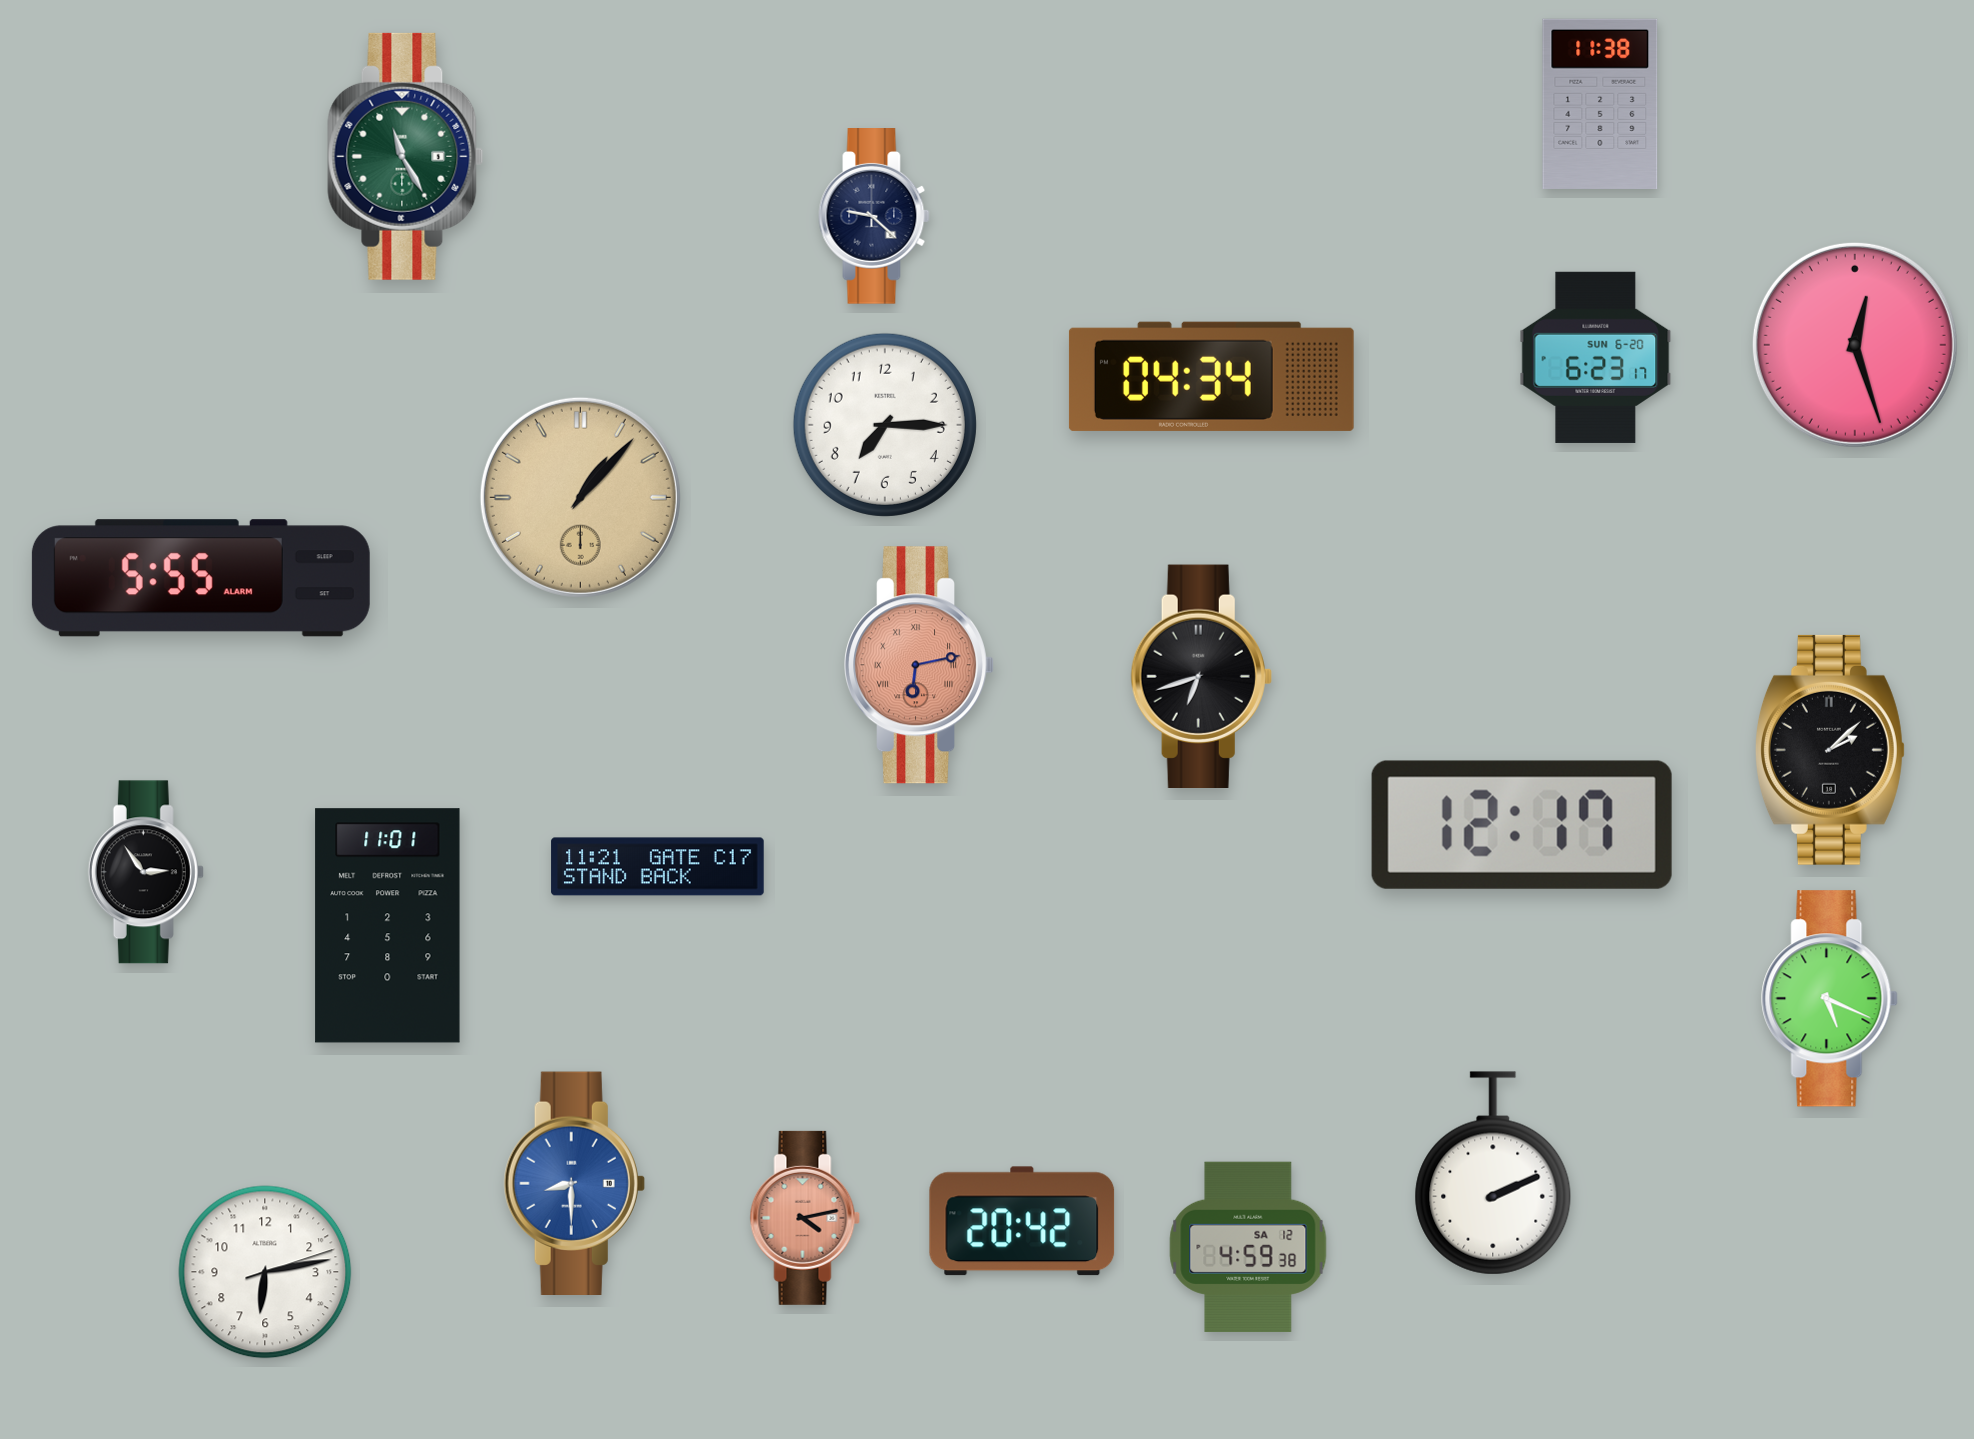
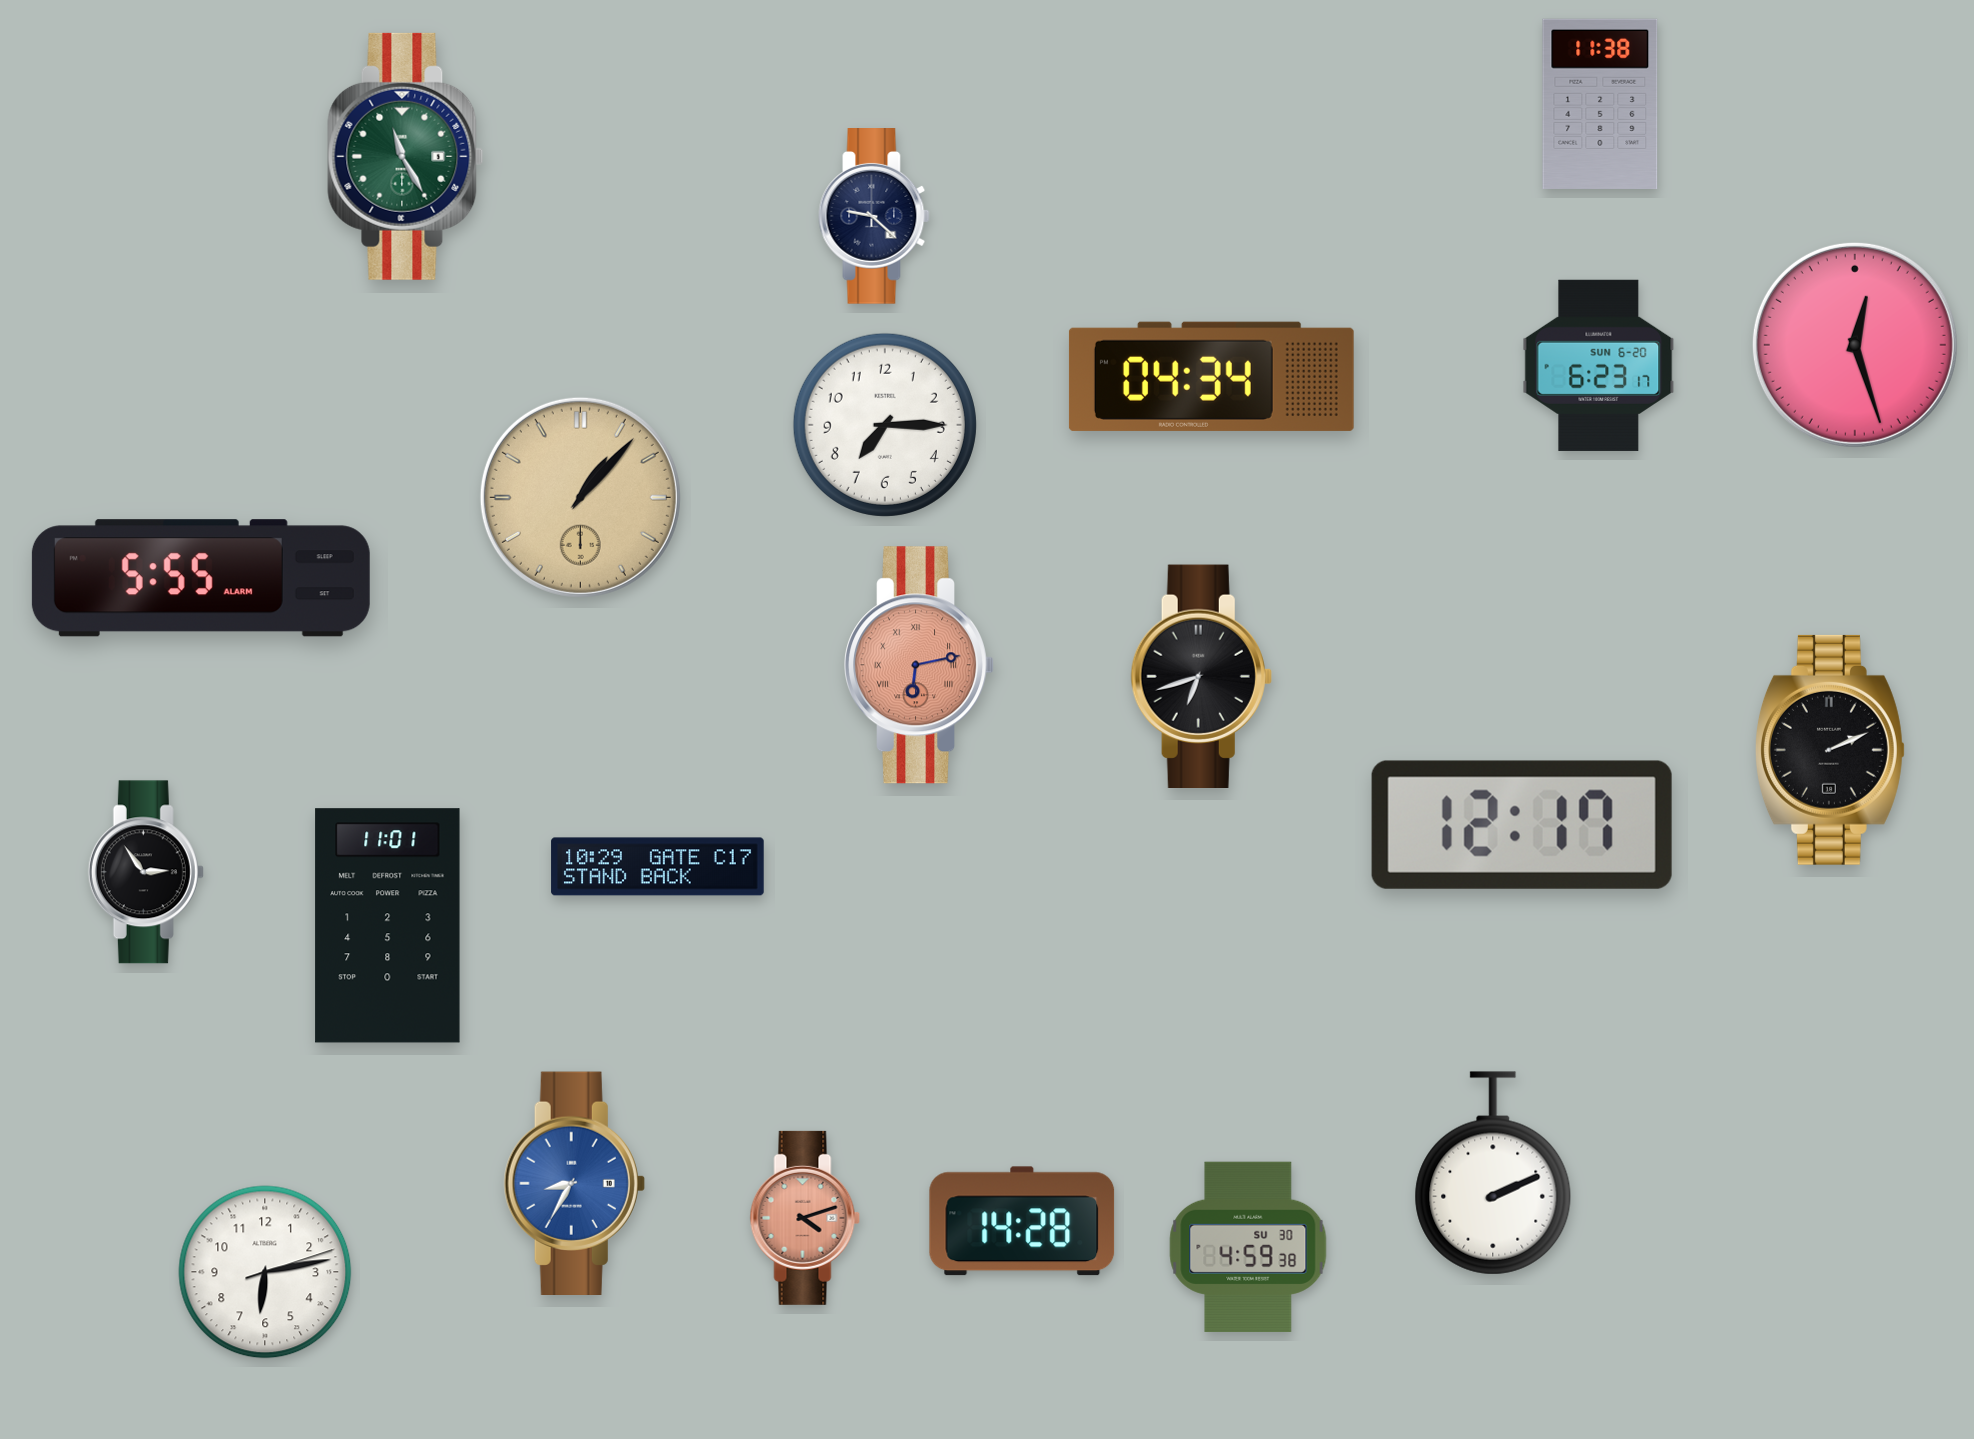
clock at (1596, 357) position: (1596, 357) -> (1599, 365)
clock at (1830, 750): 2:08 -> 2:11
clock at (658, 867): 11:21 -> 10:29
clock at (1830, 999): 5:19 -> none
clock at (574, 1183): 8:30 -> 8:35
clock at (805, 1218): 4:13 -> 4:12
clock at (1022, 1221): 20:42 -> 14:28
clock at (1248, 1247) date: SA 12 -> SU 30
